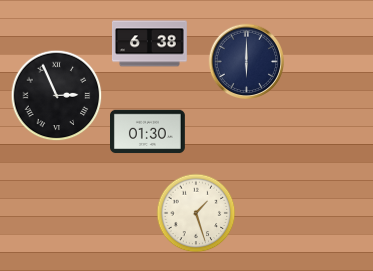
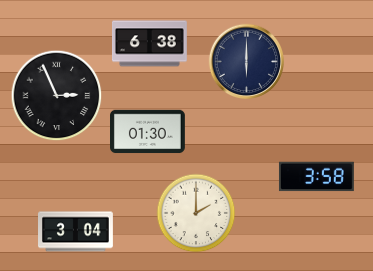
clock at (316, 177): none -> 3:58
clock at (196, 213): 1:27 -> 2:00
clock at (76, 232): none -> 3:04
